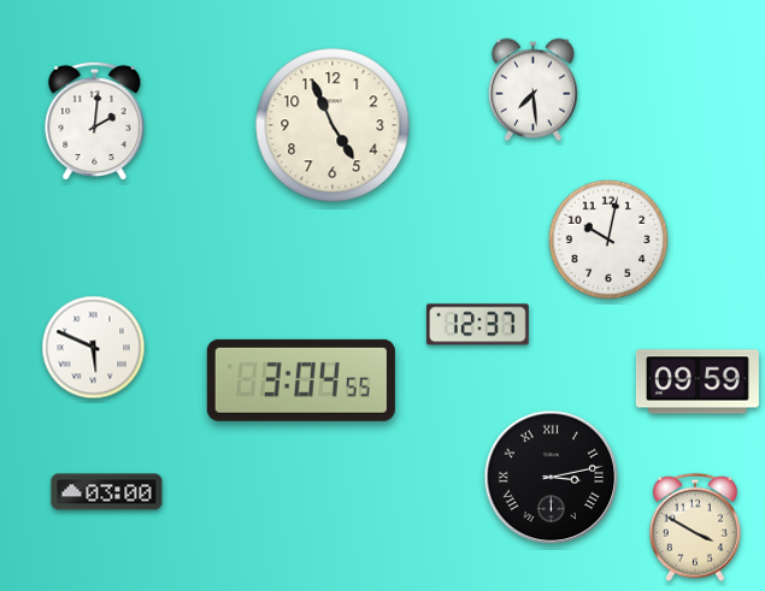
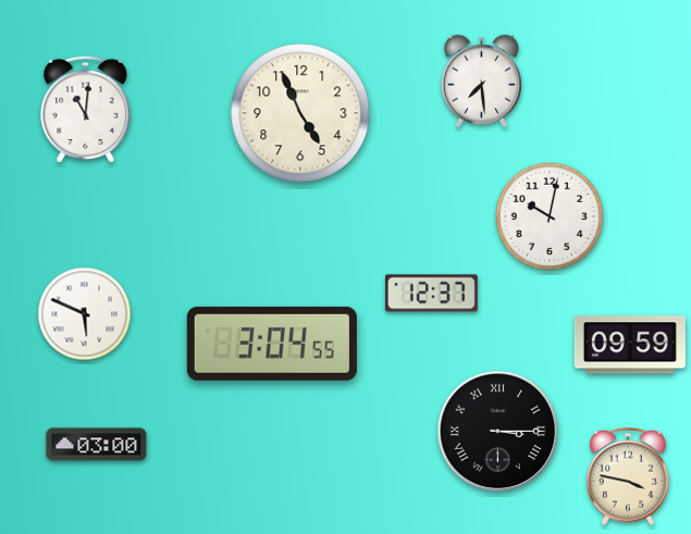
clock at (95, 120): 2:01 -> 11:01
clock at (552, 478): 3:13 -> 3:15
clock at (695, 527): 3:50 -> 3:47
